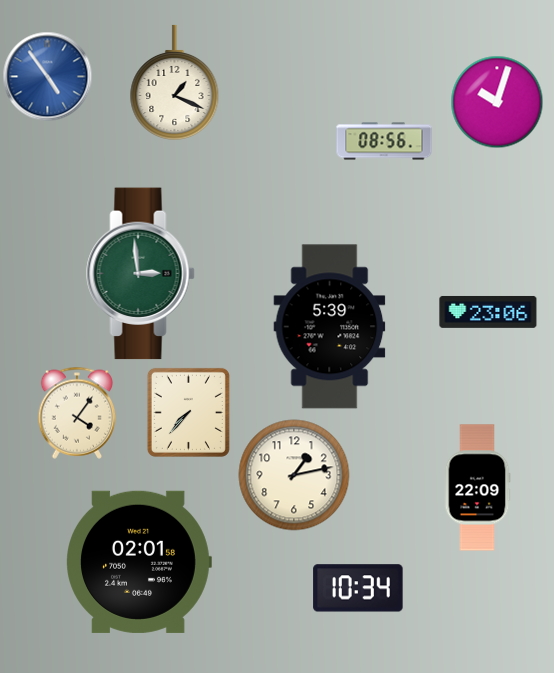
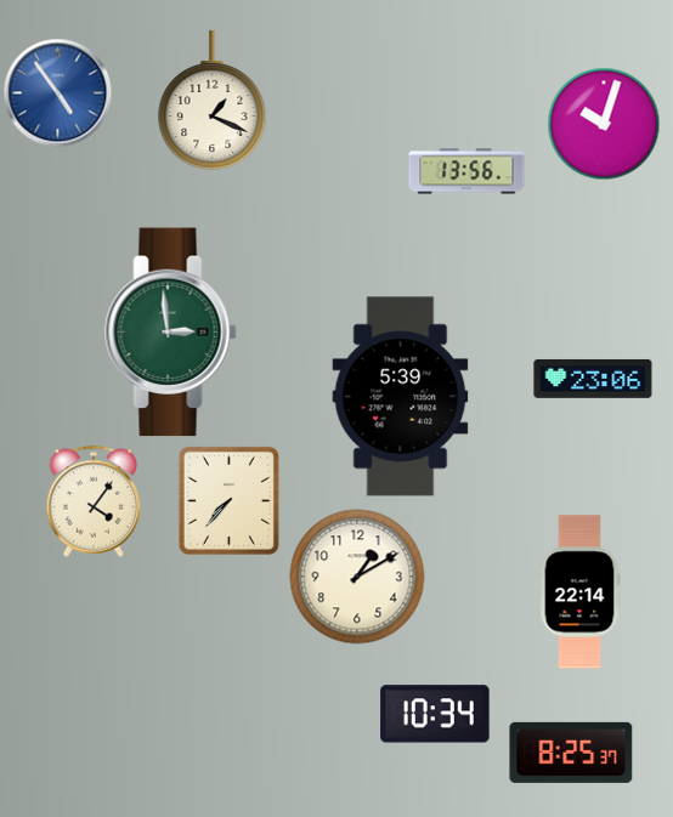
clock at (384, 141): 08:56 -> 13:56
clock at (294, 475): 1:13 -> 1:10
clock at (477, 488): 22:09 -> 22:14
clock at (139, 562): 02:01 -> none
clock at (571, 753): none -> 8:25
